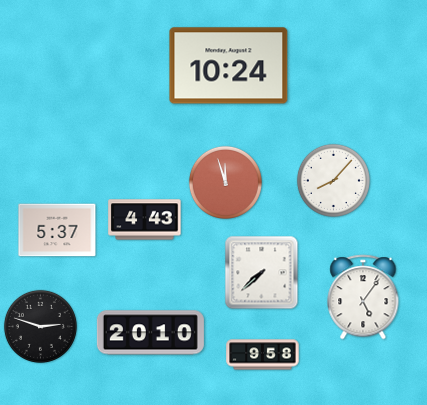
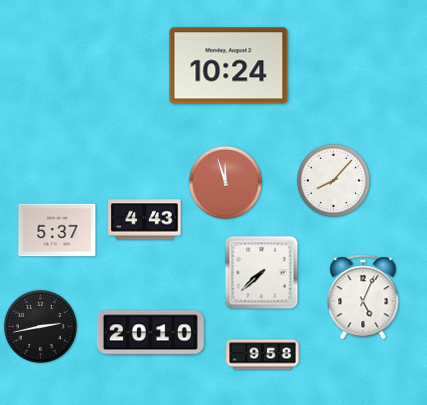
clock at (363, 297): 5:06 -> 5:04
clock at (40, 326): 2:48 -> 2:43
